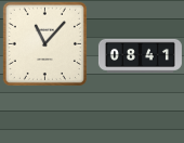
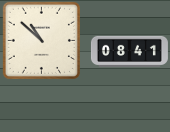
clock at (44, 43): 11:07 -> 10:52
